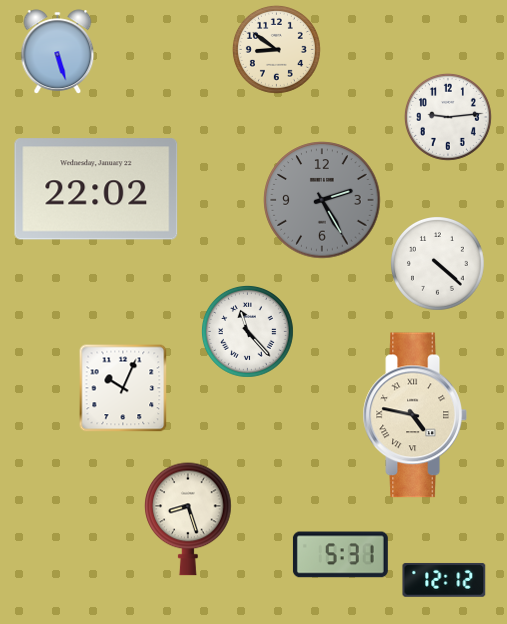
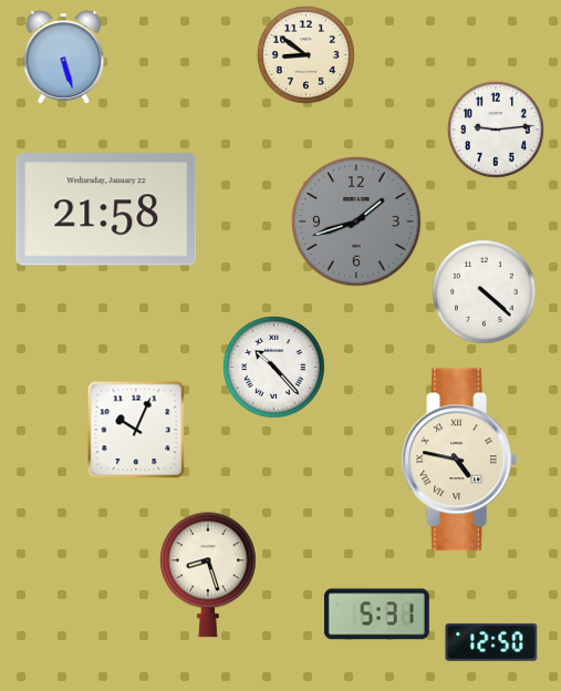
clock at (96, 189): 22:02 -> 21:58
clock at (322, 200): 2:25 -> 1:42
clock at (248, 332): 11:23 -> 10:23
clock at (444, 580): 12:12 -> 12:50
